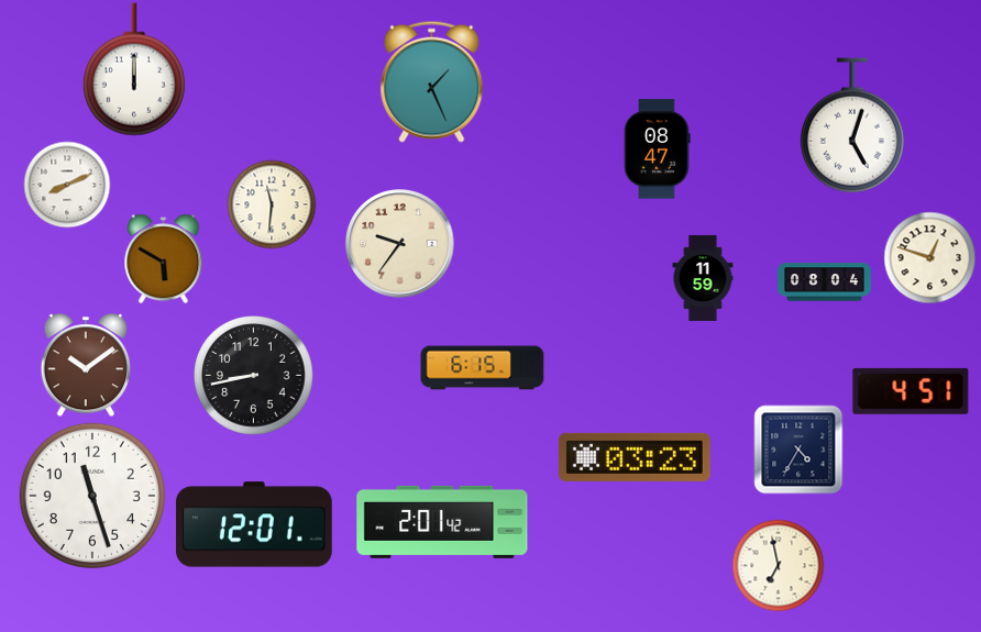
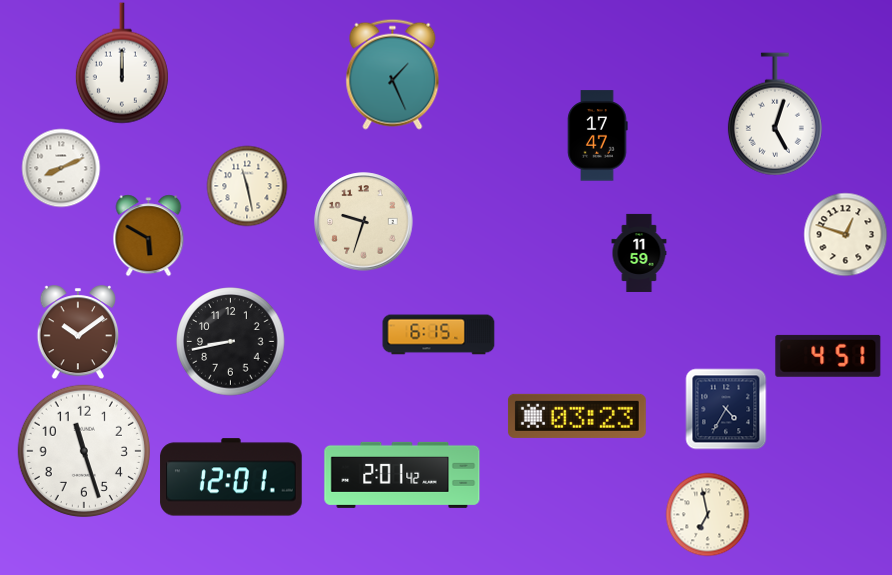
clock at (658, 149): 08:47 -> 17:47
clock at (272, 204): 11:31 -> 11:28
clock at (400, 244): 9:36 -> 9:33
clock at (825, 282): 08:04 -> none
